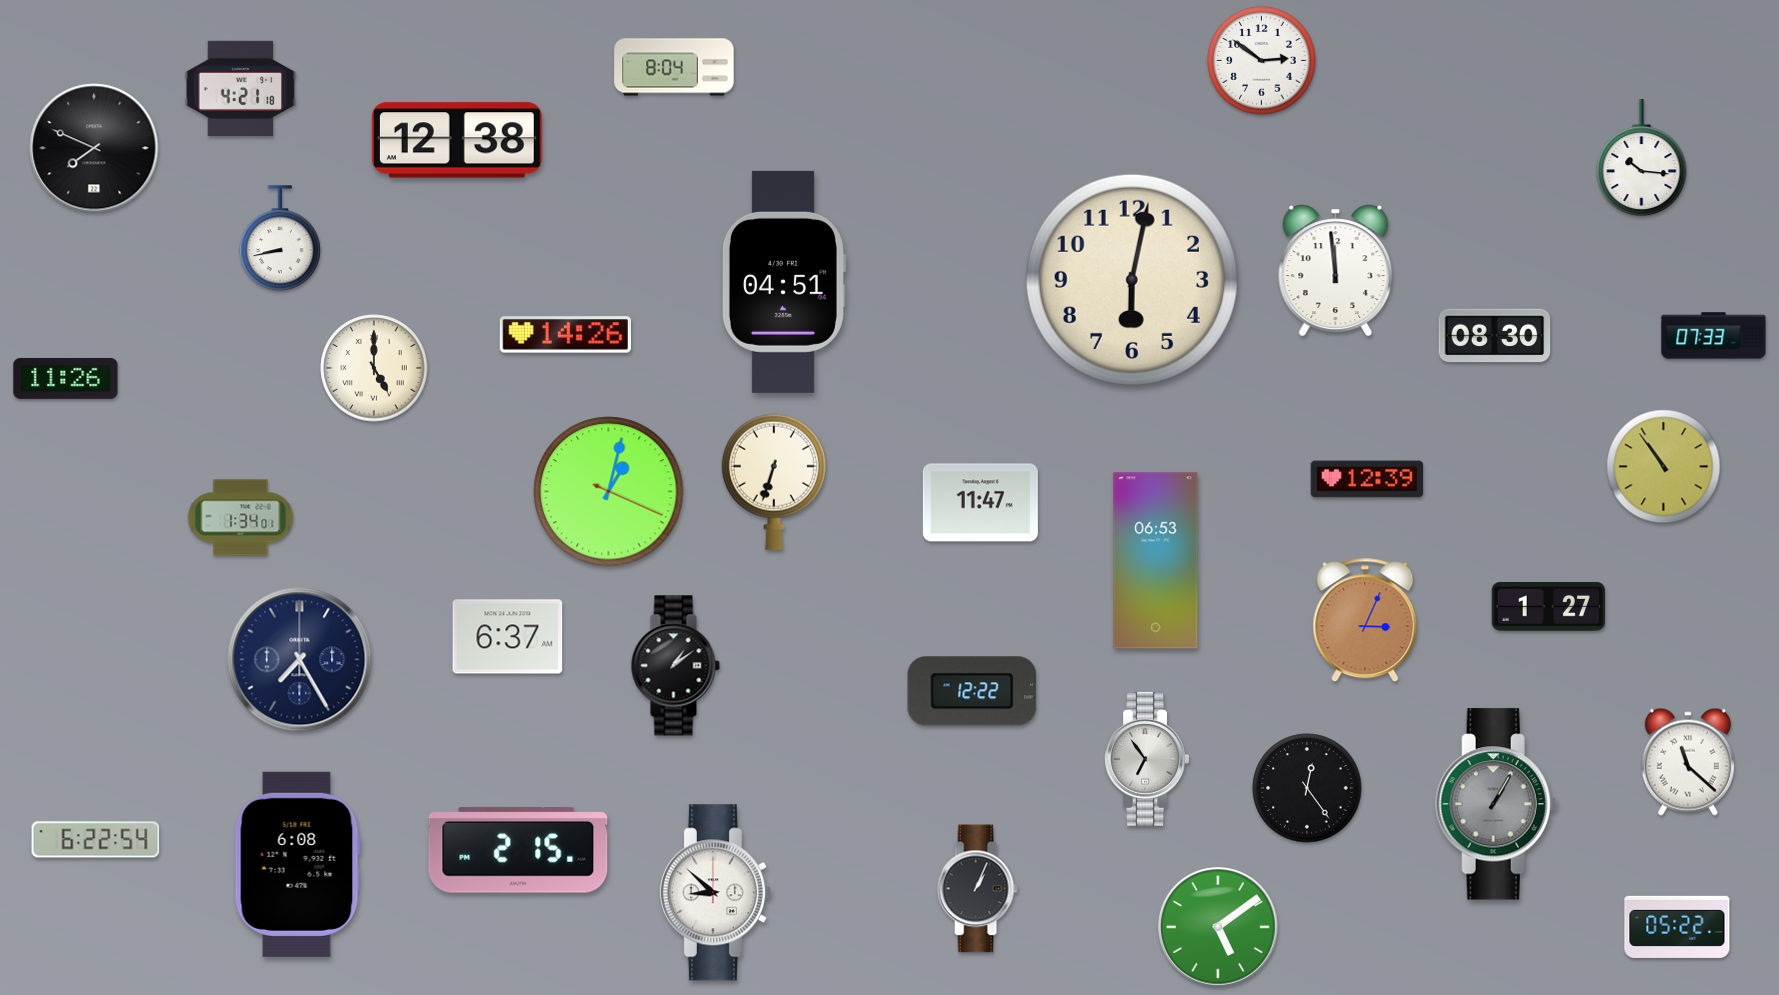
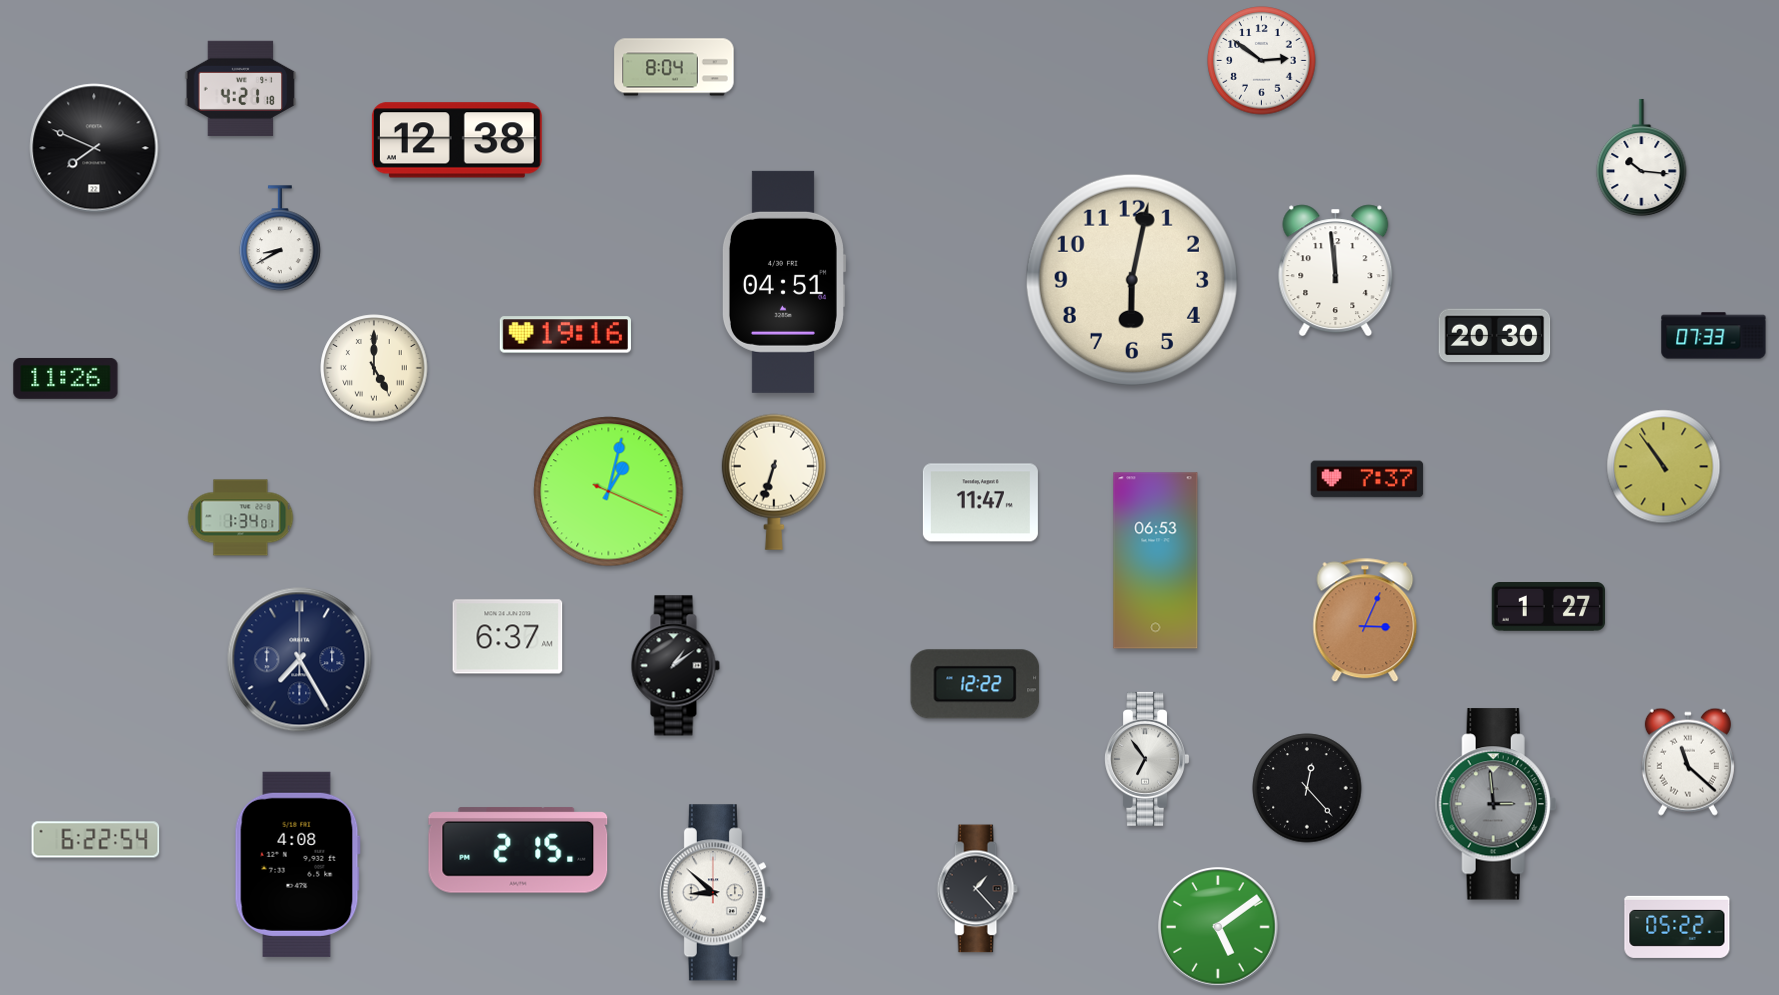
clock at (281, 239): 8:43 -> 8:40
clock at (565, 335): 14:26 -> 19:16
clock at (1495, 336): 08:30 -> 20:30
clock at (1367, 479): 12:39 -> 7:37
clock at (972, 691) position: (972, 691) -> (975, 684)
clock at (1307, 788): 12:24 -> 12:23
clock at (1496, 804): 1:05 -> 2:59
clock at (297, 864): 6:08 -> 4:08
clock at (977, 889): 1:04 -> 1:23
